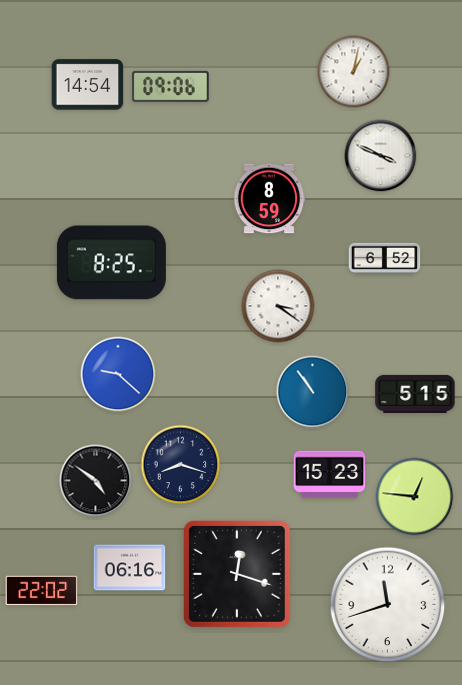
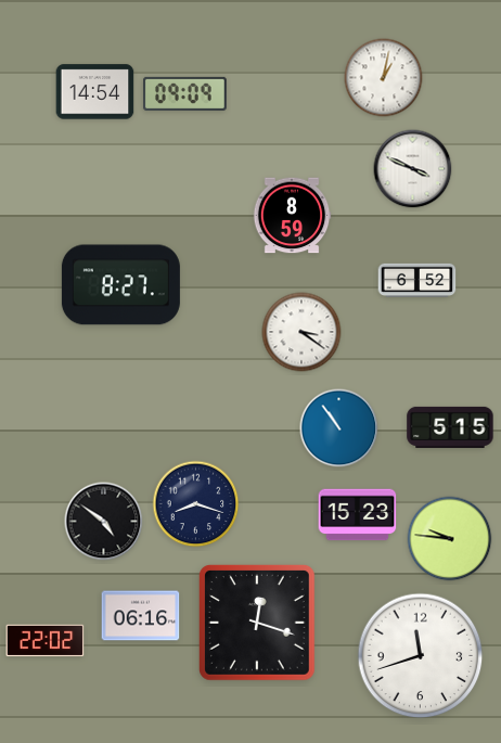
clock at (171, 86): 09:06 -> 09:09
clock at (111, 263): 8:25 -> 8:27
clock at (118, 374): 9:22 -> none
clock at (313, 392) position: (313, 392) -> (339, 428)
clock at (415, 497): 12:46 -> 9:46
